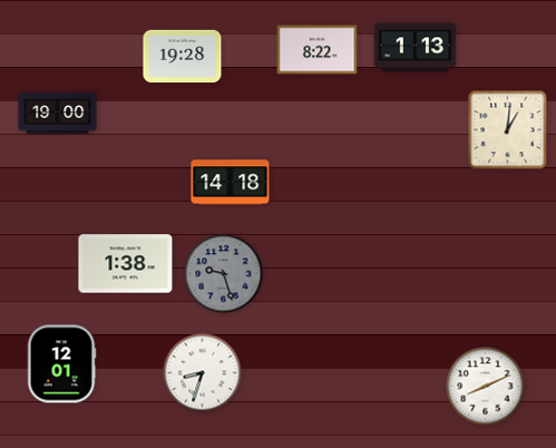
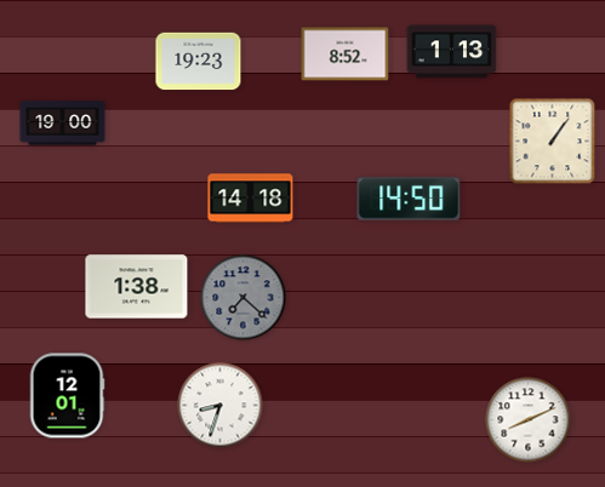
clock at (318, 50): 8:22 -> 8:52
clock at (183, 57): 19:28 -> 19:23
clock at (508, 130): 1:01 -> 1:06
clock at (409, 199): none -> 14:50
clock at (224, 274): 9:27 -> 7:22
